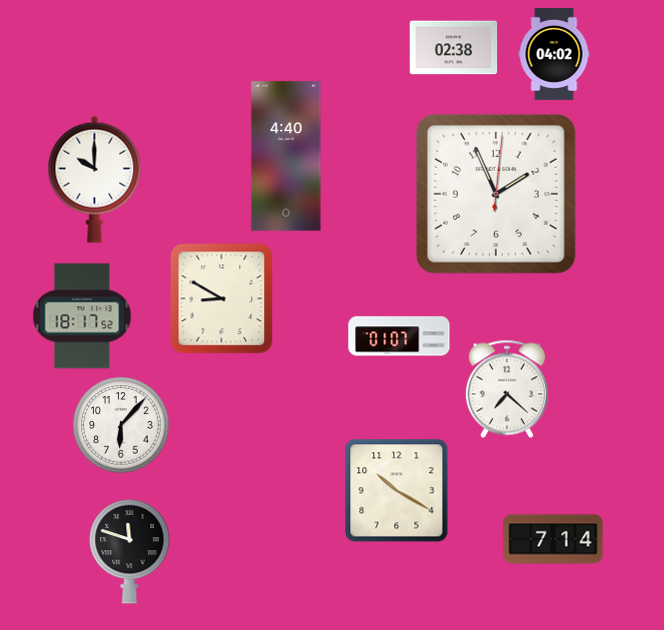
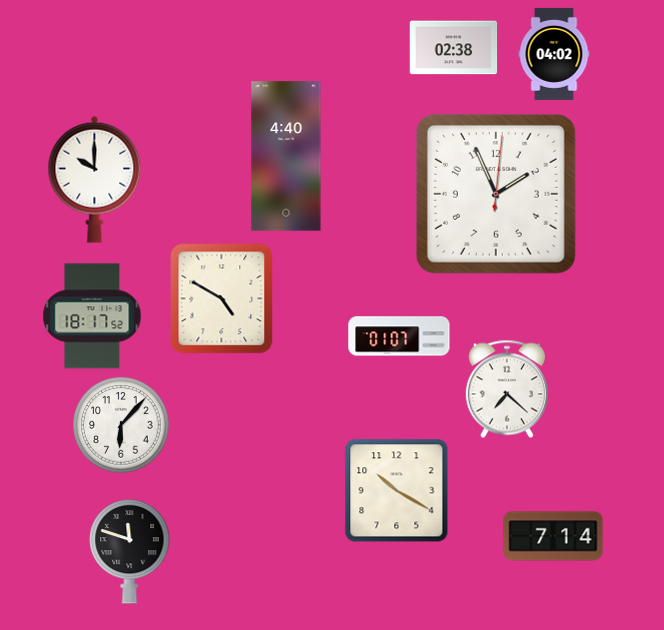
clock at (222, 299): 8:50 -> 4:50
clock at (82, 316) position: (82, 316) -> (92, 316)
clock at (553, 539) position: (553, 539) -> (553, 536)
